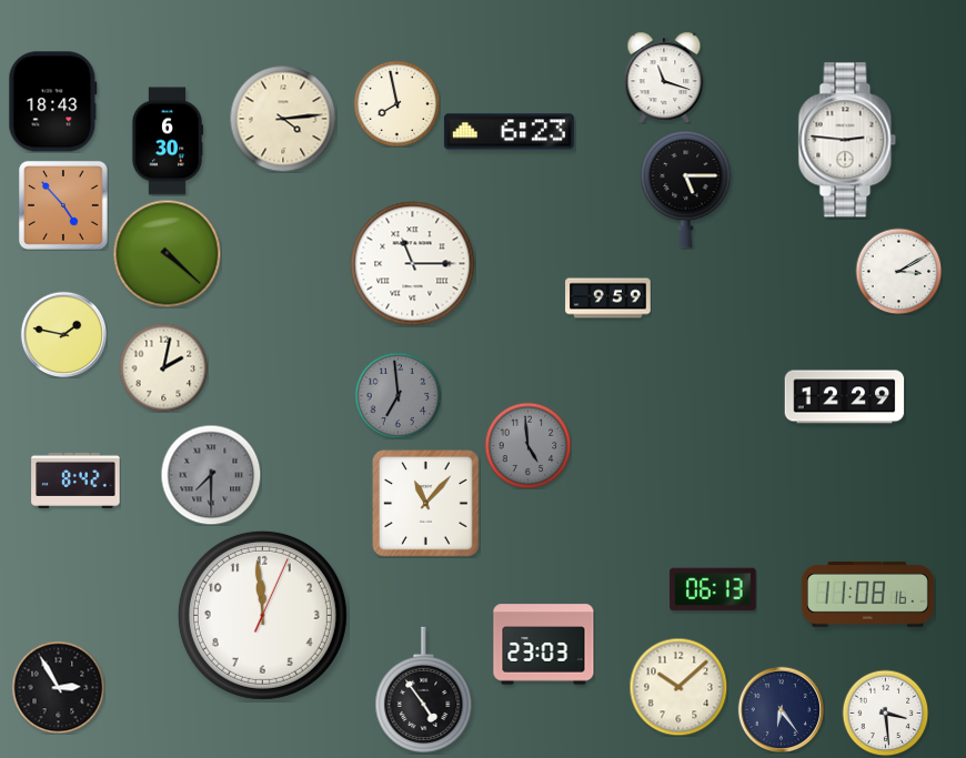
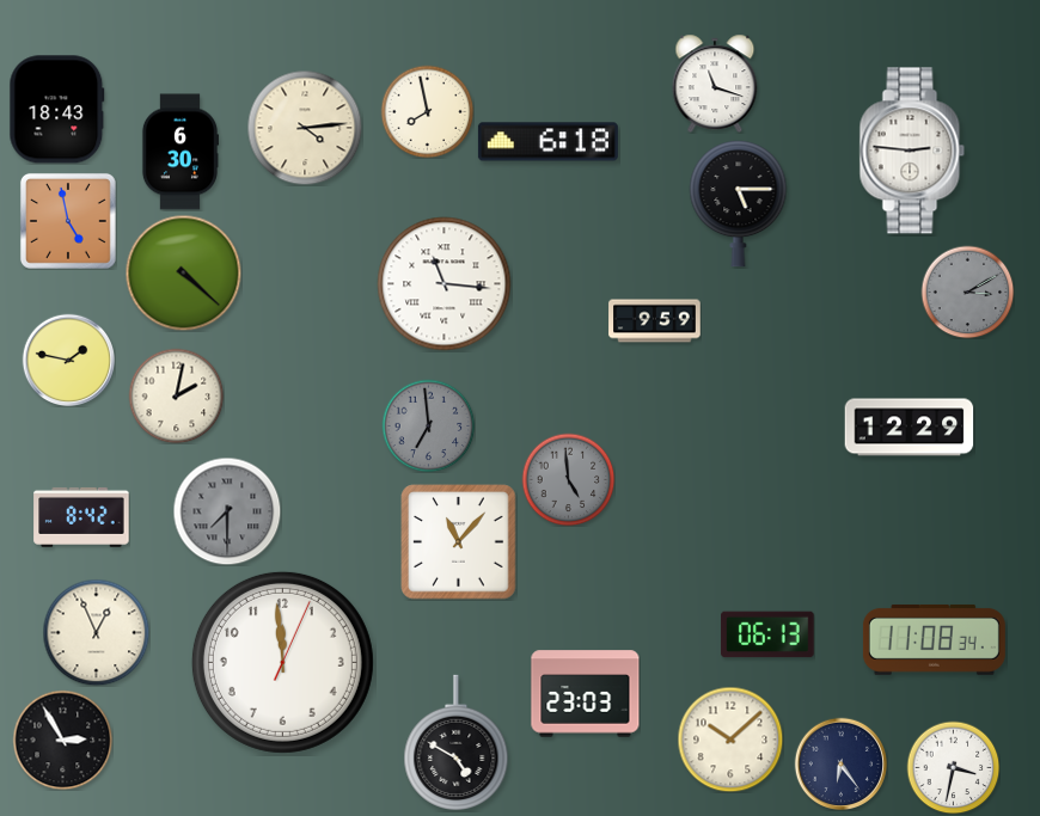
clock at (509, 132): 6:23 -> 6:18
clock at (63, 205): 4:53 -> 4:58
clock at (167, 253) position: (167, 253) -> (183, 272)
clock at (413, 264): 11:15 -> 11:16
clock at (898, 271) dial: white -> grey
clock at (96, 632): none -> 12:56
clock at (867, 594): 11:08:16 -> 11:08:34
clock at (424, 689): 4:54 -> 4:50
clock at (885, 712): 3:29 -> 3:32
